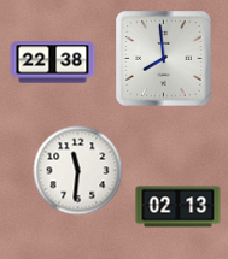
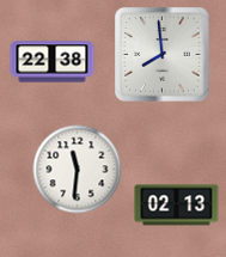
clock at (164, 59) position: (164, 59) -> (163, 55)
